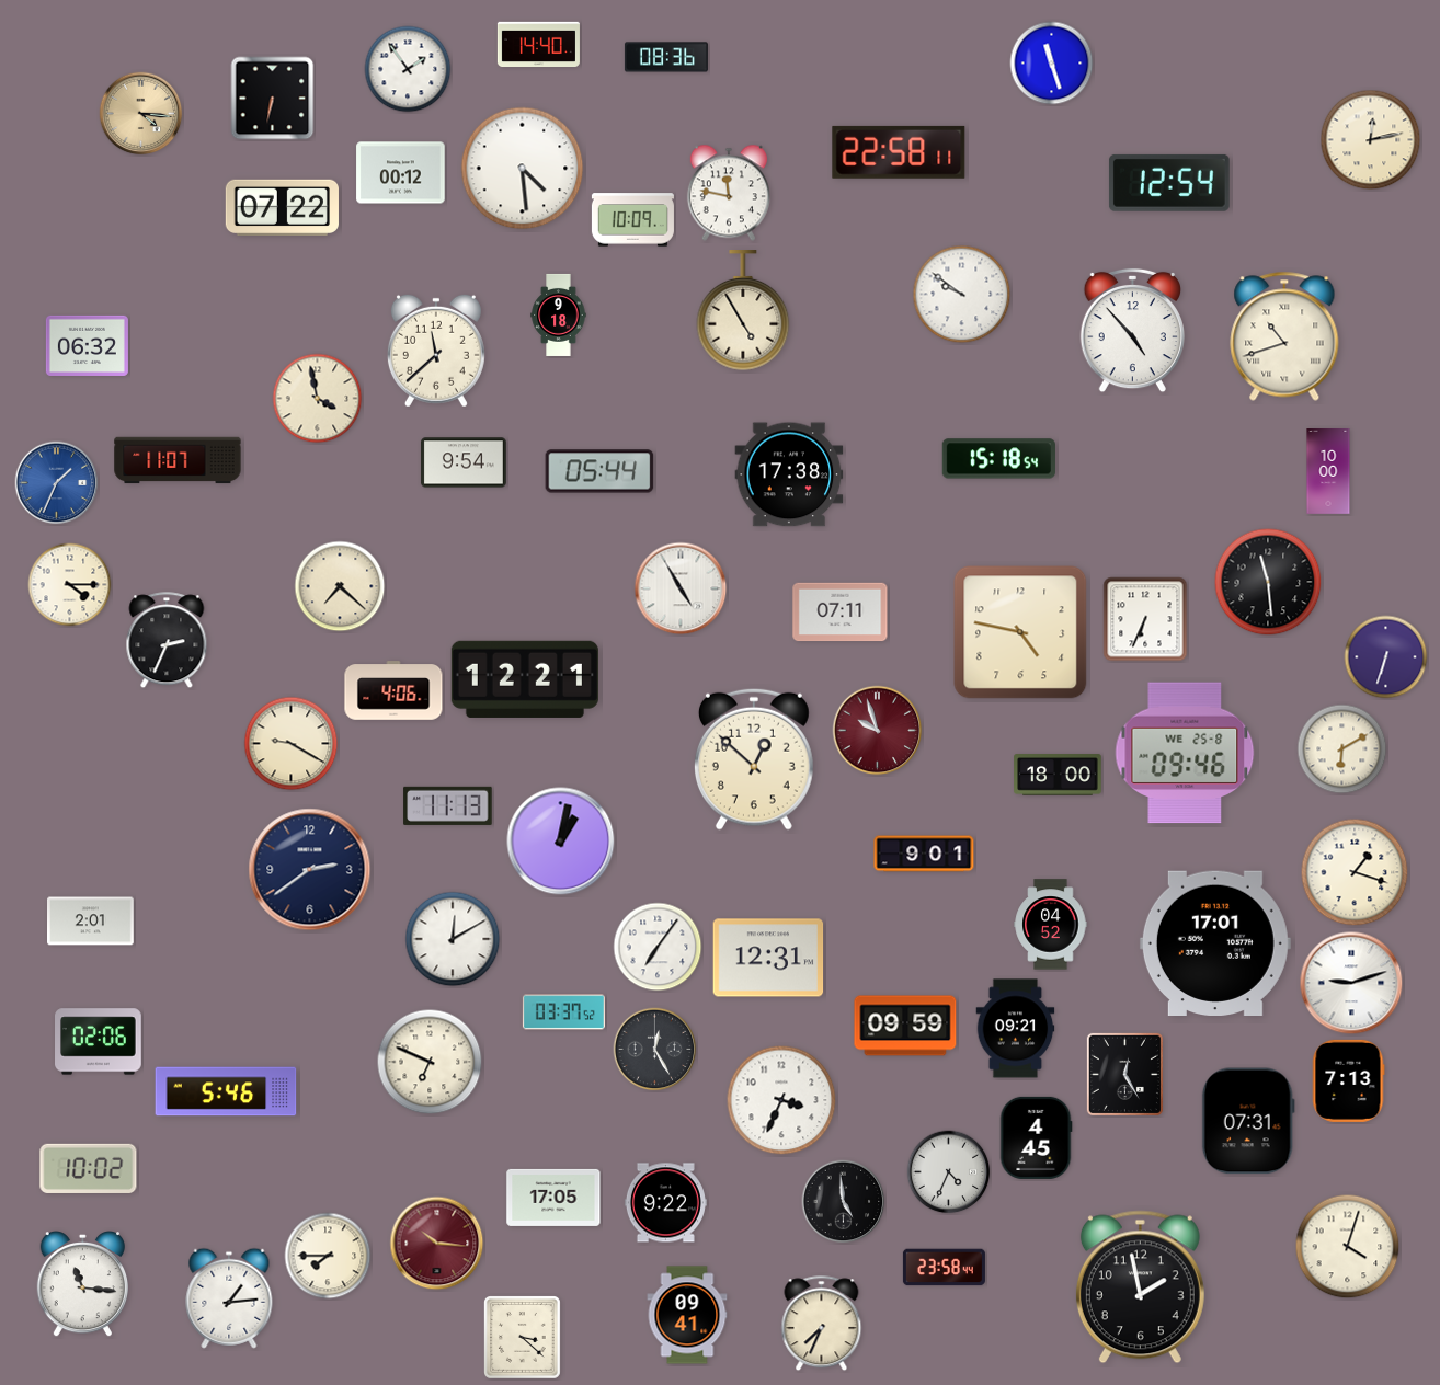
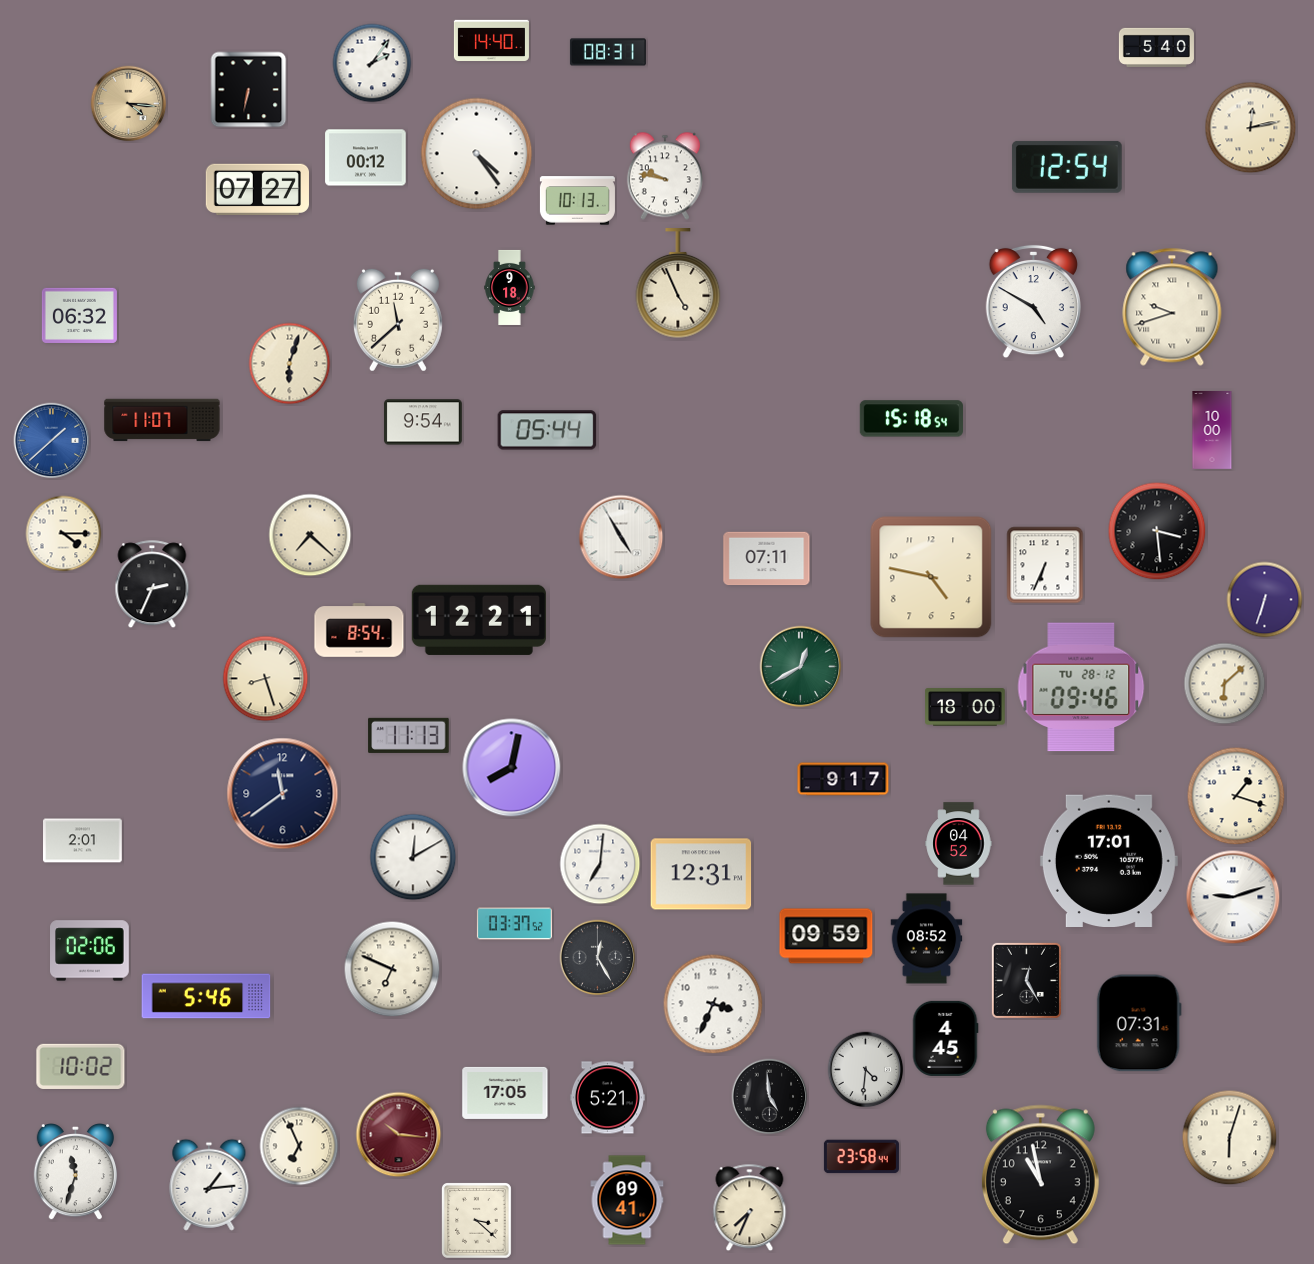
clock at (1156, 47): none -> 5:40
clock at (666, 57): 08:36 -> 08:31
clock at (1052, 64): 11:27 -> none
clock at (408, 69): 1:54 -> 2:06
clock at (899, 152): 22:58 -> none
clock at (523, 169): 4:29 -> 4:24
clock at (729, 193): 11:47 -> 9:47
clock at (282, 207): 07:22 -> 07:27
clock at (632, 220): 10:09 -> 10:13
clock at (962, 295): 9:51 -> none
clock at (743, 311): 4:55 -> 4:56
clock at (1132, 331): 4:53 -> 4:50
clock at (1284, 336): 10:42 -> 9:42
clock at (318, 399): 3:58 -> 6:03
clock at (789, 474): 17:38 -> none
clock at (57, 483): 1:34 -> 1:38
clock at (1268, 582): 11:29 -> 3:29
clock at (393, 690): 4:06 -> 8:54
clock at (878, 731): 9:57 -> 12:40
clock at (878, 731) dial: burgundy -> green
clock at (292, 744): 9:20 -> 8:27
clock at (1342, 749): 6:10 -> 6:08
clock at (1185, 753) date: WE 25-8 -> TU 28-12
clock at (754, 759): 12:52 -> none
clock at (561, 842): 1:02 -> 8:02
clock at (924, 854): 9:01 -> 9:17
clock at (310, 870): 2:39 -> 11:39
clock at (658, 947): 7:06 -> 7:01
clock at (1016, 1029): 09:21 -> 08:52
clock at (1348, 1080): 7:13 -> none
clock at (949, 1172): 4:34 -> 4:31
clock at (665, 1203): 9:22 -> 5:21
clock at (1348, 1247): 4:03 -> 6:03
clock at (328, 1256): 7:45 -> 6:56
clock at (82, 1285): 11:16 -> 11:33
clock at (1140, 1287): 1:58 -> 10:58
